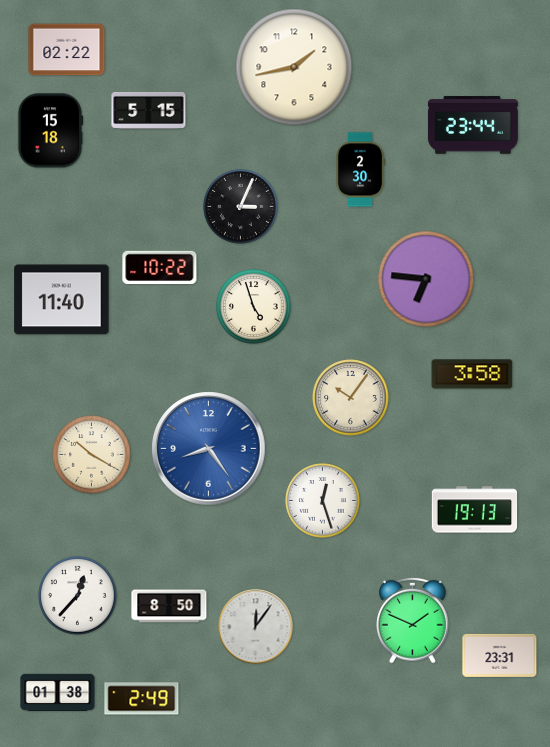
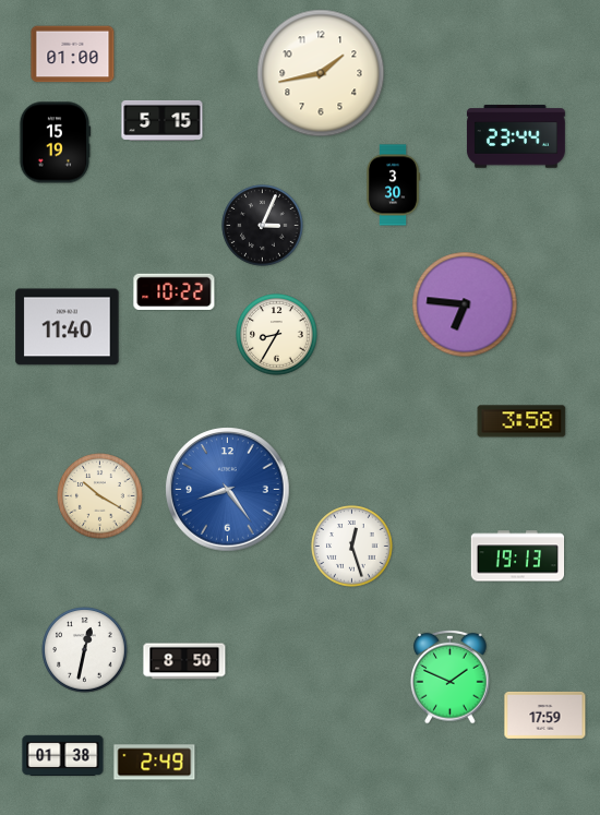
clock at (67, 50): 02:22 -> 01:00
clock at (50, 131): 15:18 -> 15:19
clock at (360, 170): 2:30 -> 3:30
clock at (254, 307): 4:57 -> 8:35
clock at (472, 374) position: (472, 374) -> (521, 421)
clock at (351, 398): 10:06 -> none
clock at (78, 596): 12:37 -> 12:32
clock at (256, 627): 12:06 -> none
clock at (500, 655): 23:31 -> 17:59
